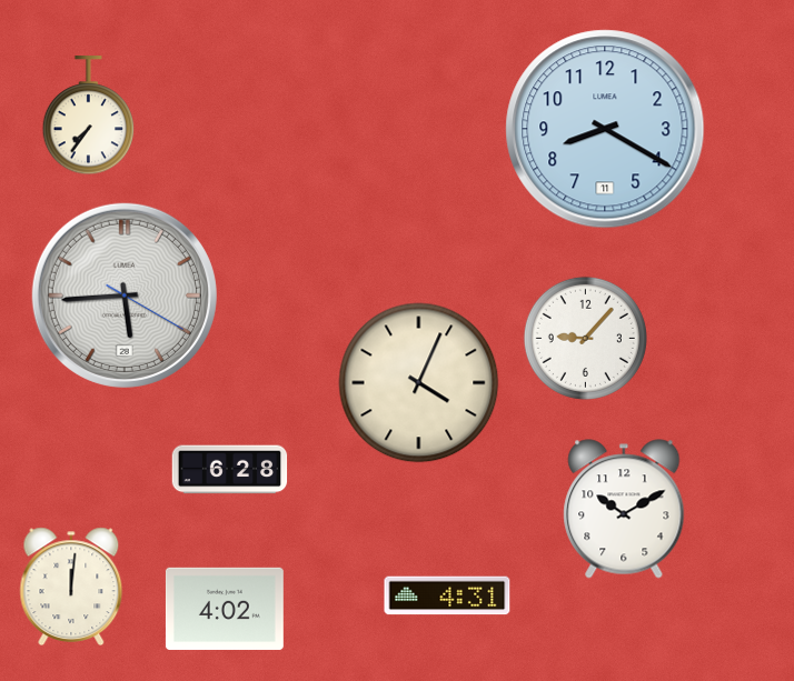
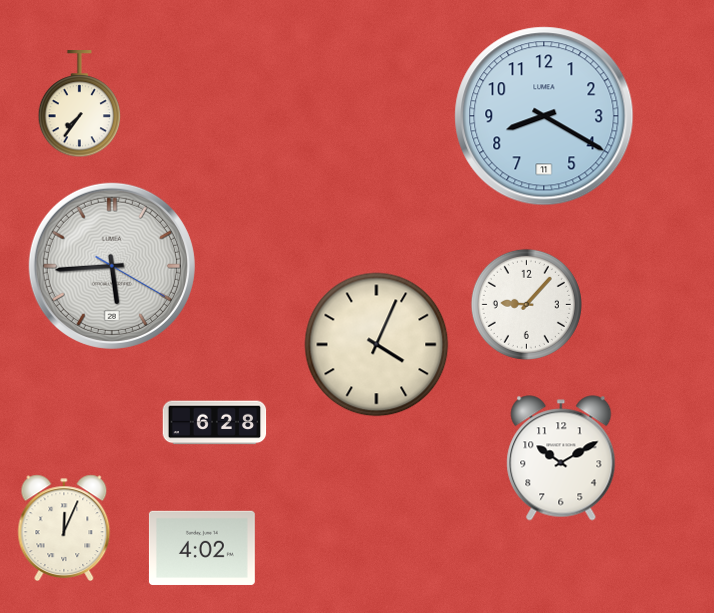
clock at (230, 470) position: (230, 470) -> (215, 423)
clock at (71, 585): 12:01 -> 12:04
clock at (447, 595): 4:31 -> none
